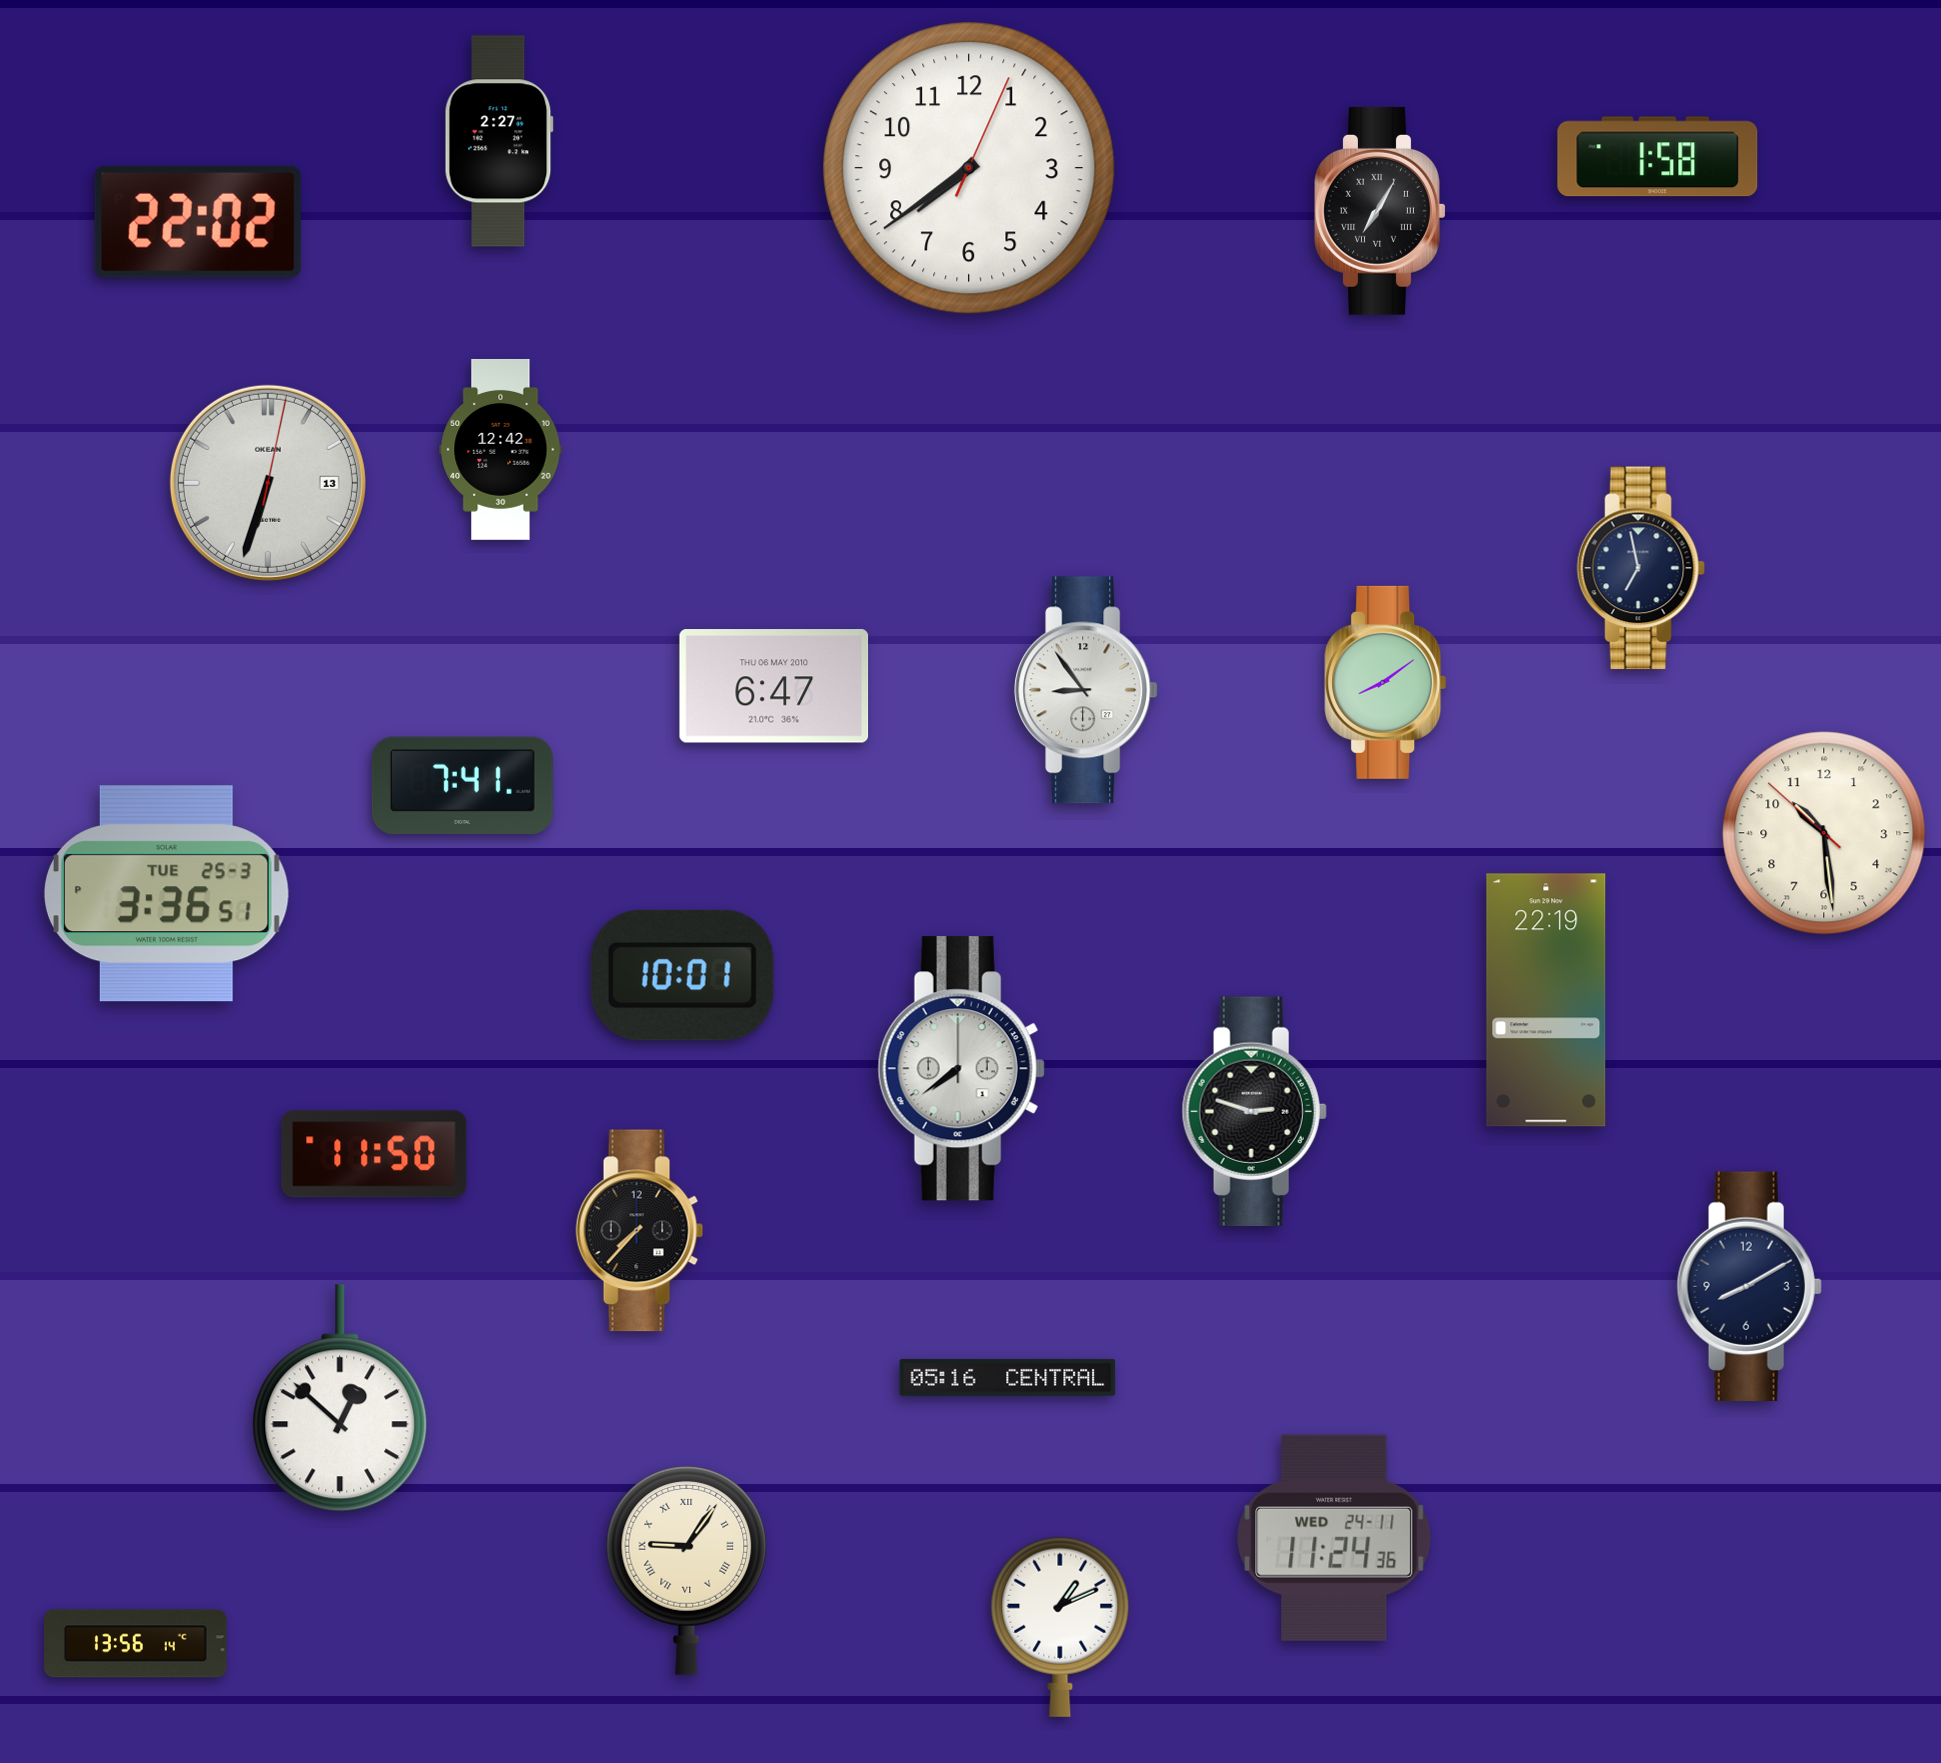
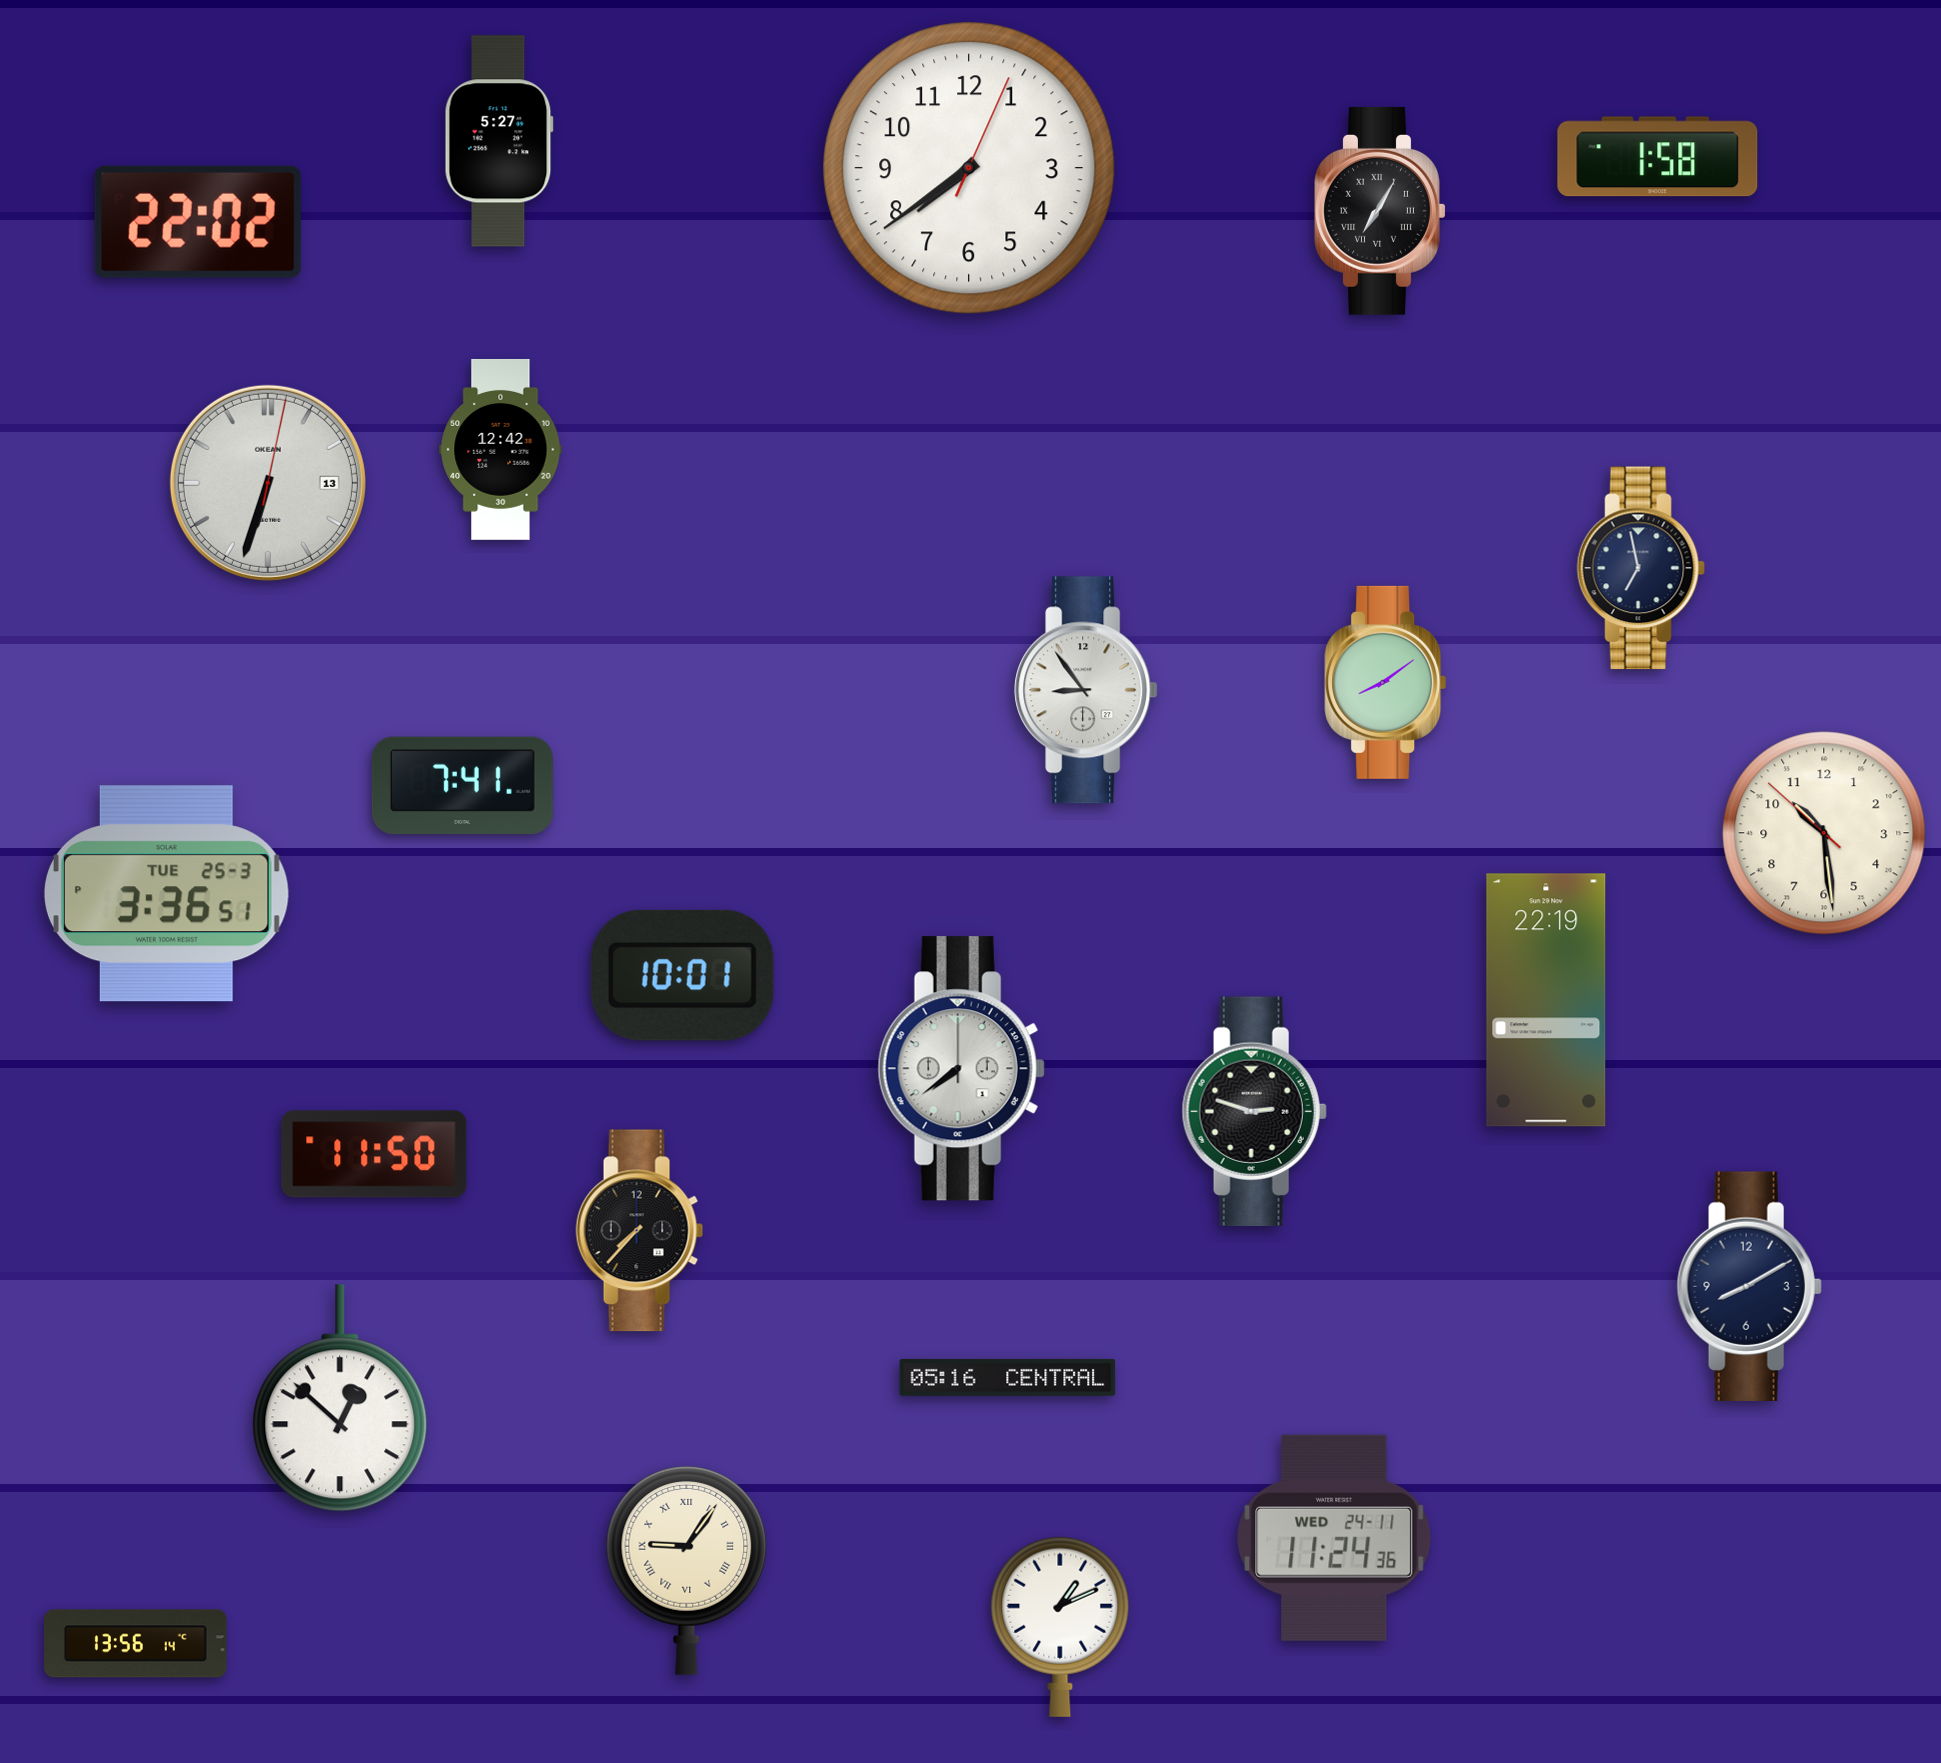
clock at (499, 141): 2:27 -> 5:27
clock at (774, 686): 6:47 -> none
